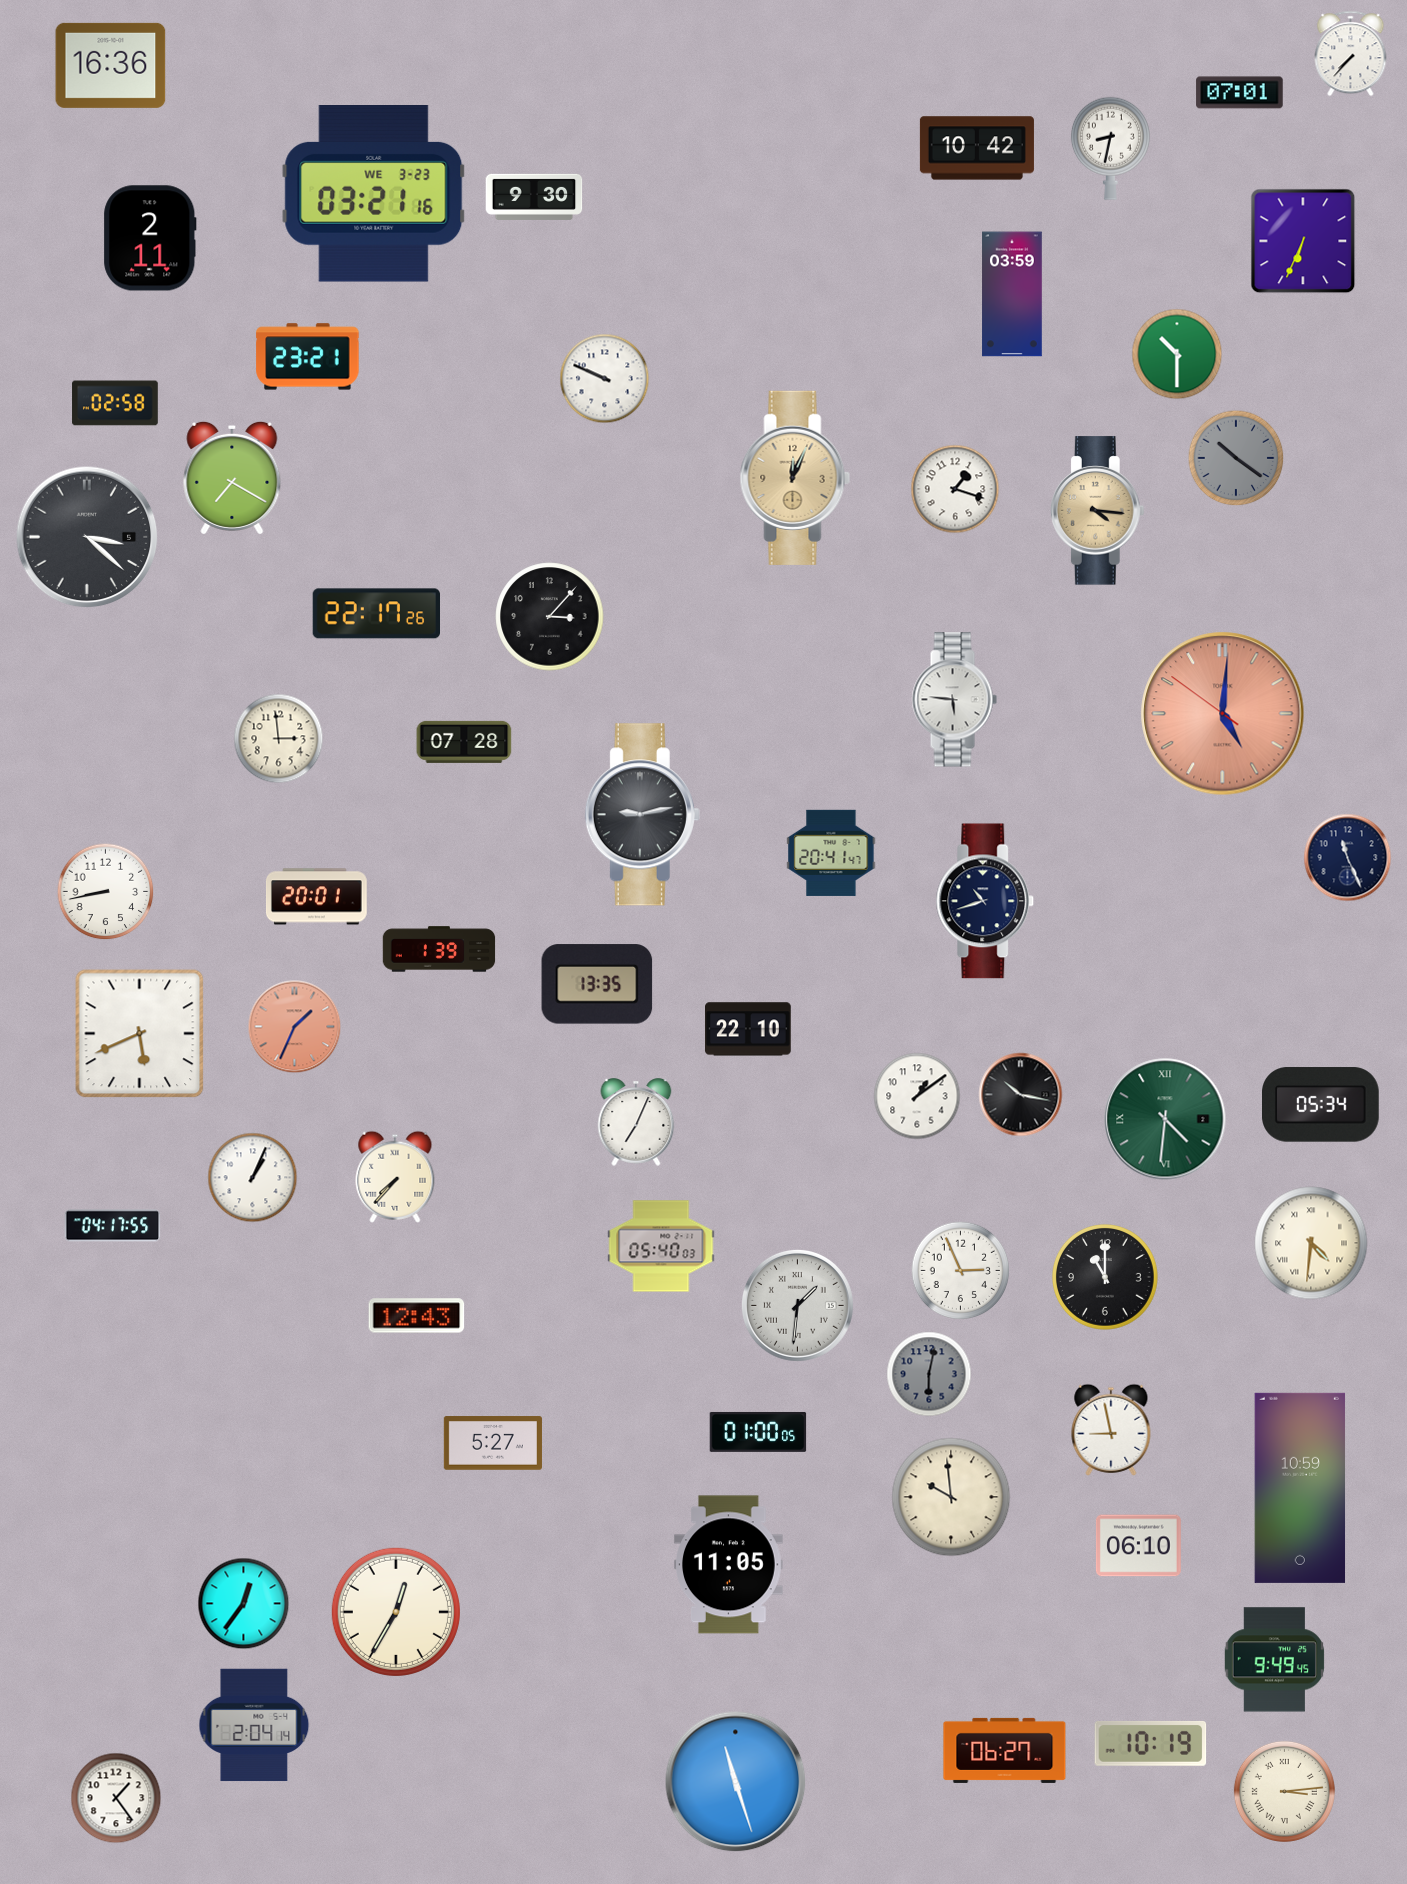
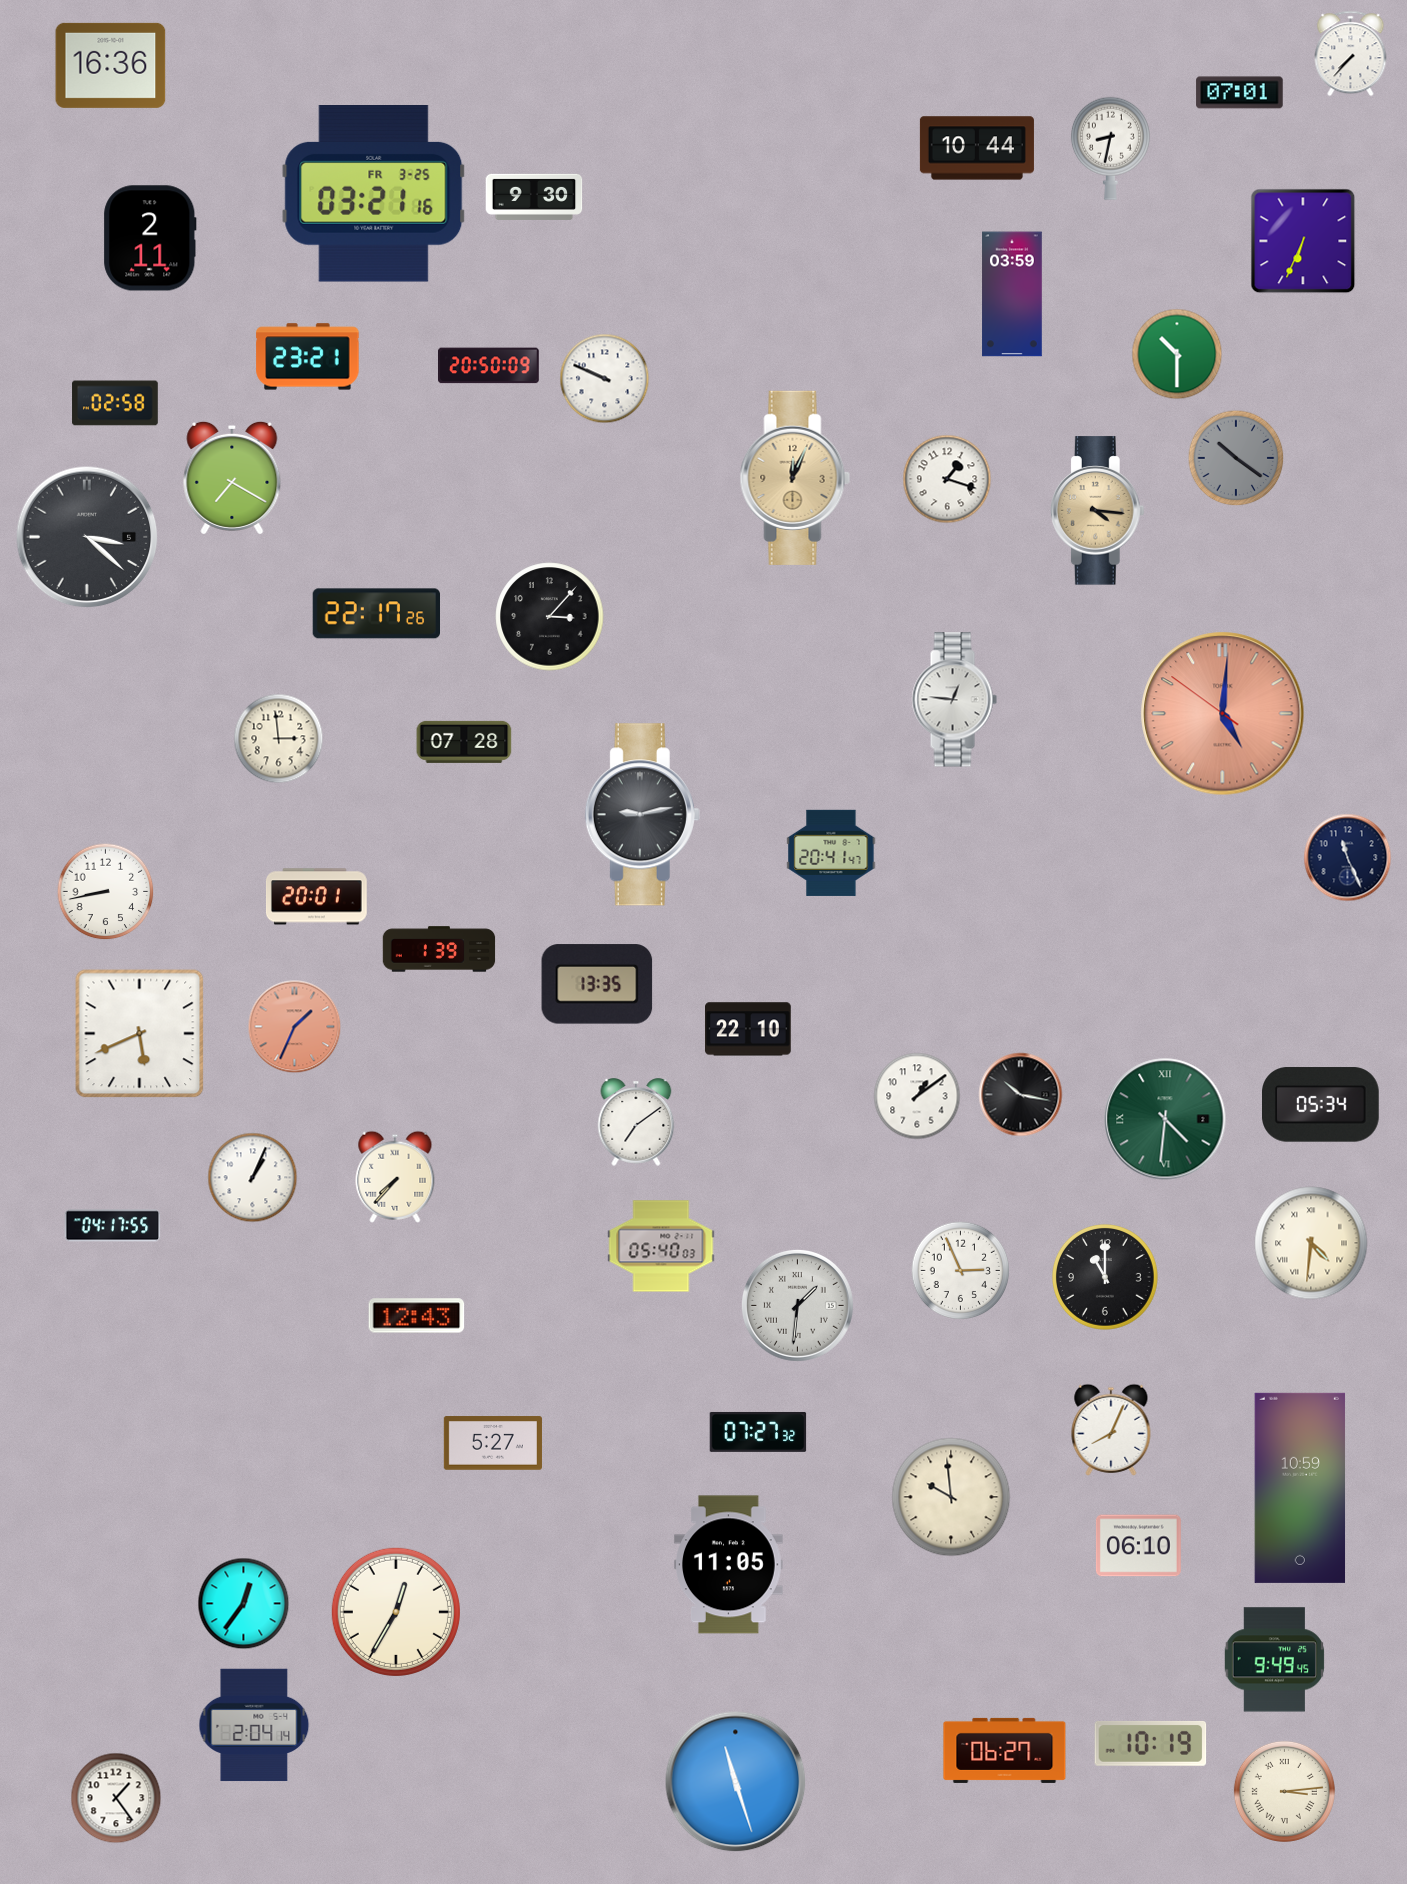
clock at (977, 148): 10:42 -> 10:44
clock at (374, 194) date: WE 3-23 -> FR 3-25
clock at (489, 366): none -> 20:50
clock at (955, 489) position: (955, 489) -> (947, 479)
clock at (954, 700): 5:46 -> 12:46
clock at (985, 901): 10:42 -> none
clock at (636, 1122): 7:04 -> 7:09
clock at (929, 1374): 6:02 -> none
clock at (1111, 1430): 8:58 -> 8:04
clock at (758, 1432): 01:00 -> 07:27
